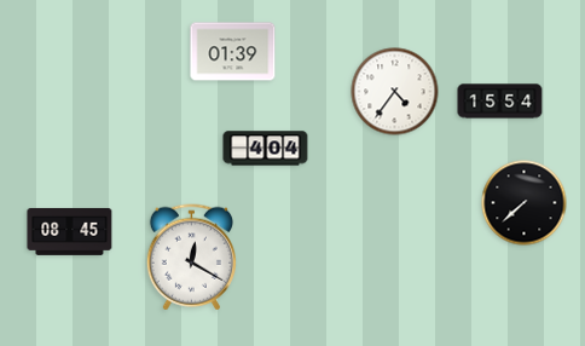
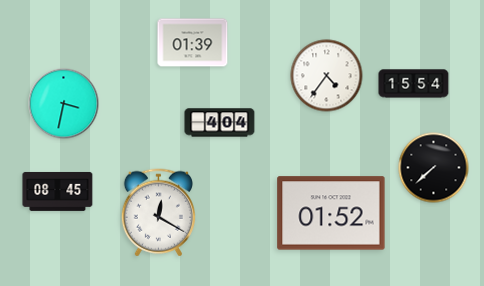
clock at (64, 104): none -> 3:32
clock at (331, 213): none -> 01:52
